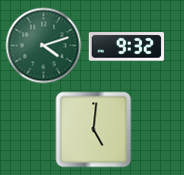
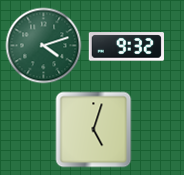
clock at (94, 130): 5:01 -> 5:03
